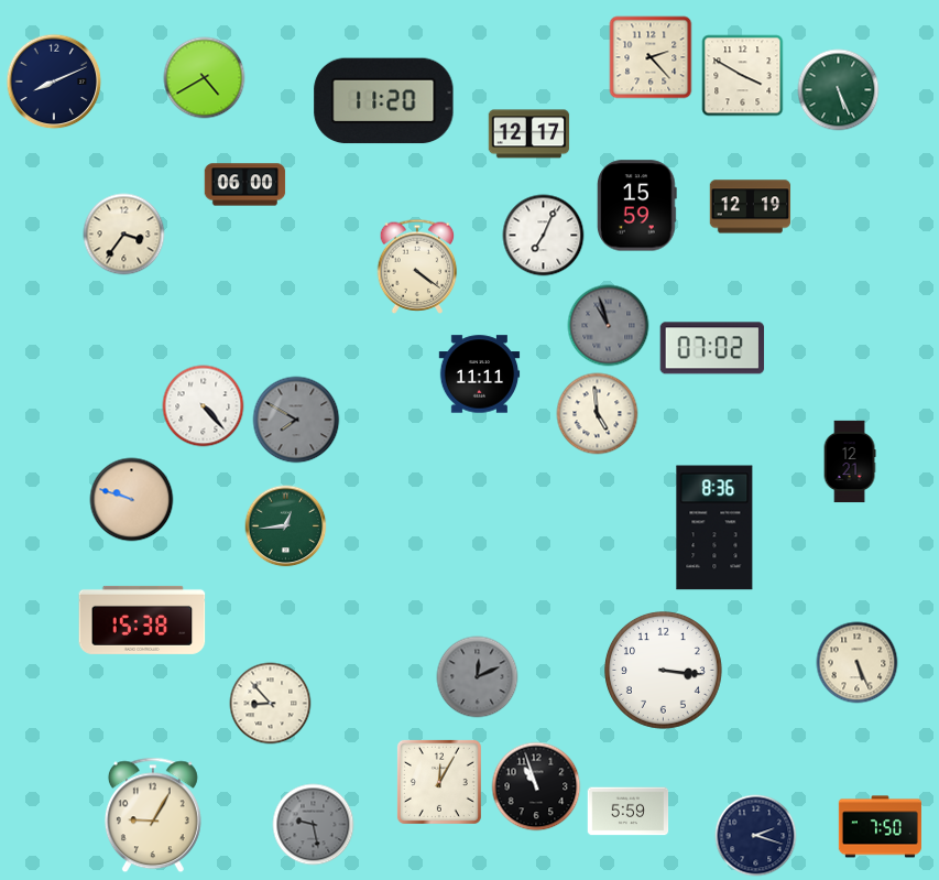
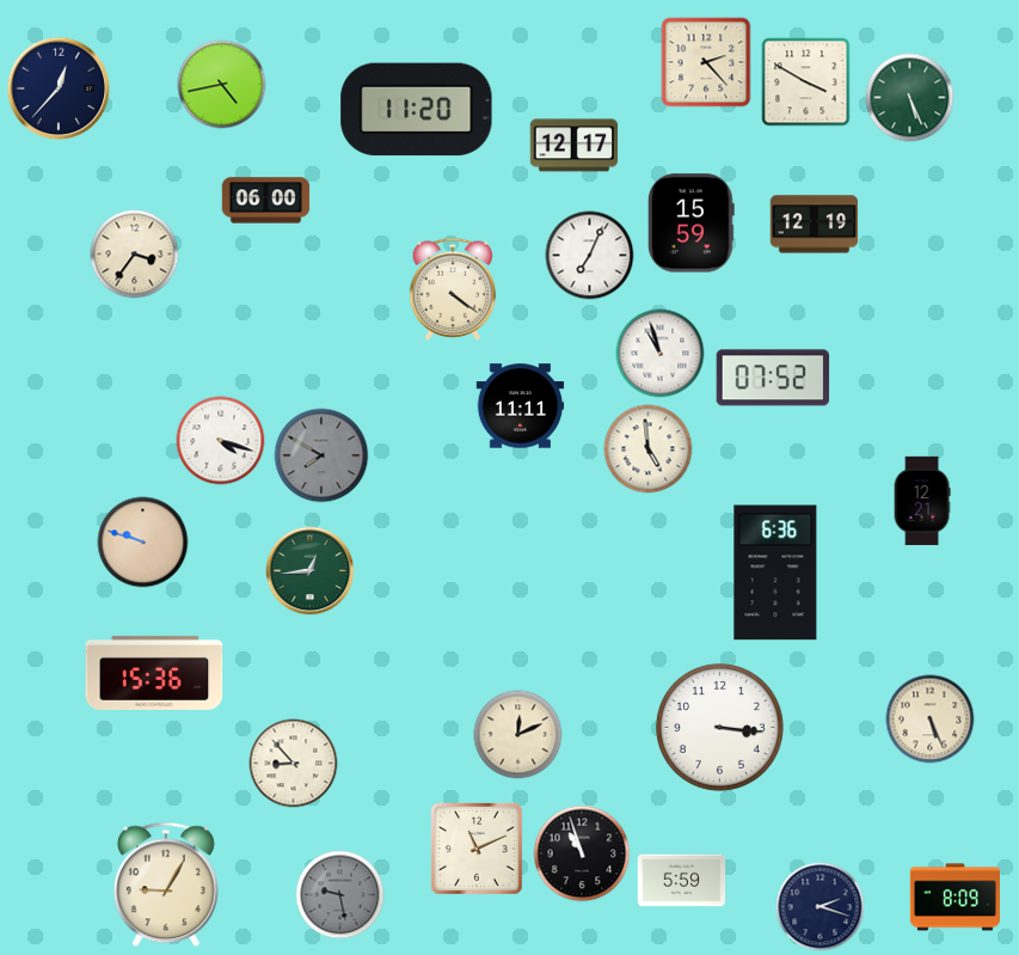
clock at (205, 78): 4:40 -> 4:43
clock at (54, 82): 8:11 -> 12:37
clock at (609, 326) dial: grey -> white
clock at (712, 348): 07:02 -> 07:52
clock at (204, 406): 4:23 -> 4:18
clock at (714, 528): 8:36 -> 6:36
clock at (142, 620): 15:38 -> 15:36
clock at (478, 677) dial: grey -> cream
clock at (439, 782): 12:05 -> 11:11
clock at (880, 827): 7:50 -> 8:09
